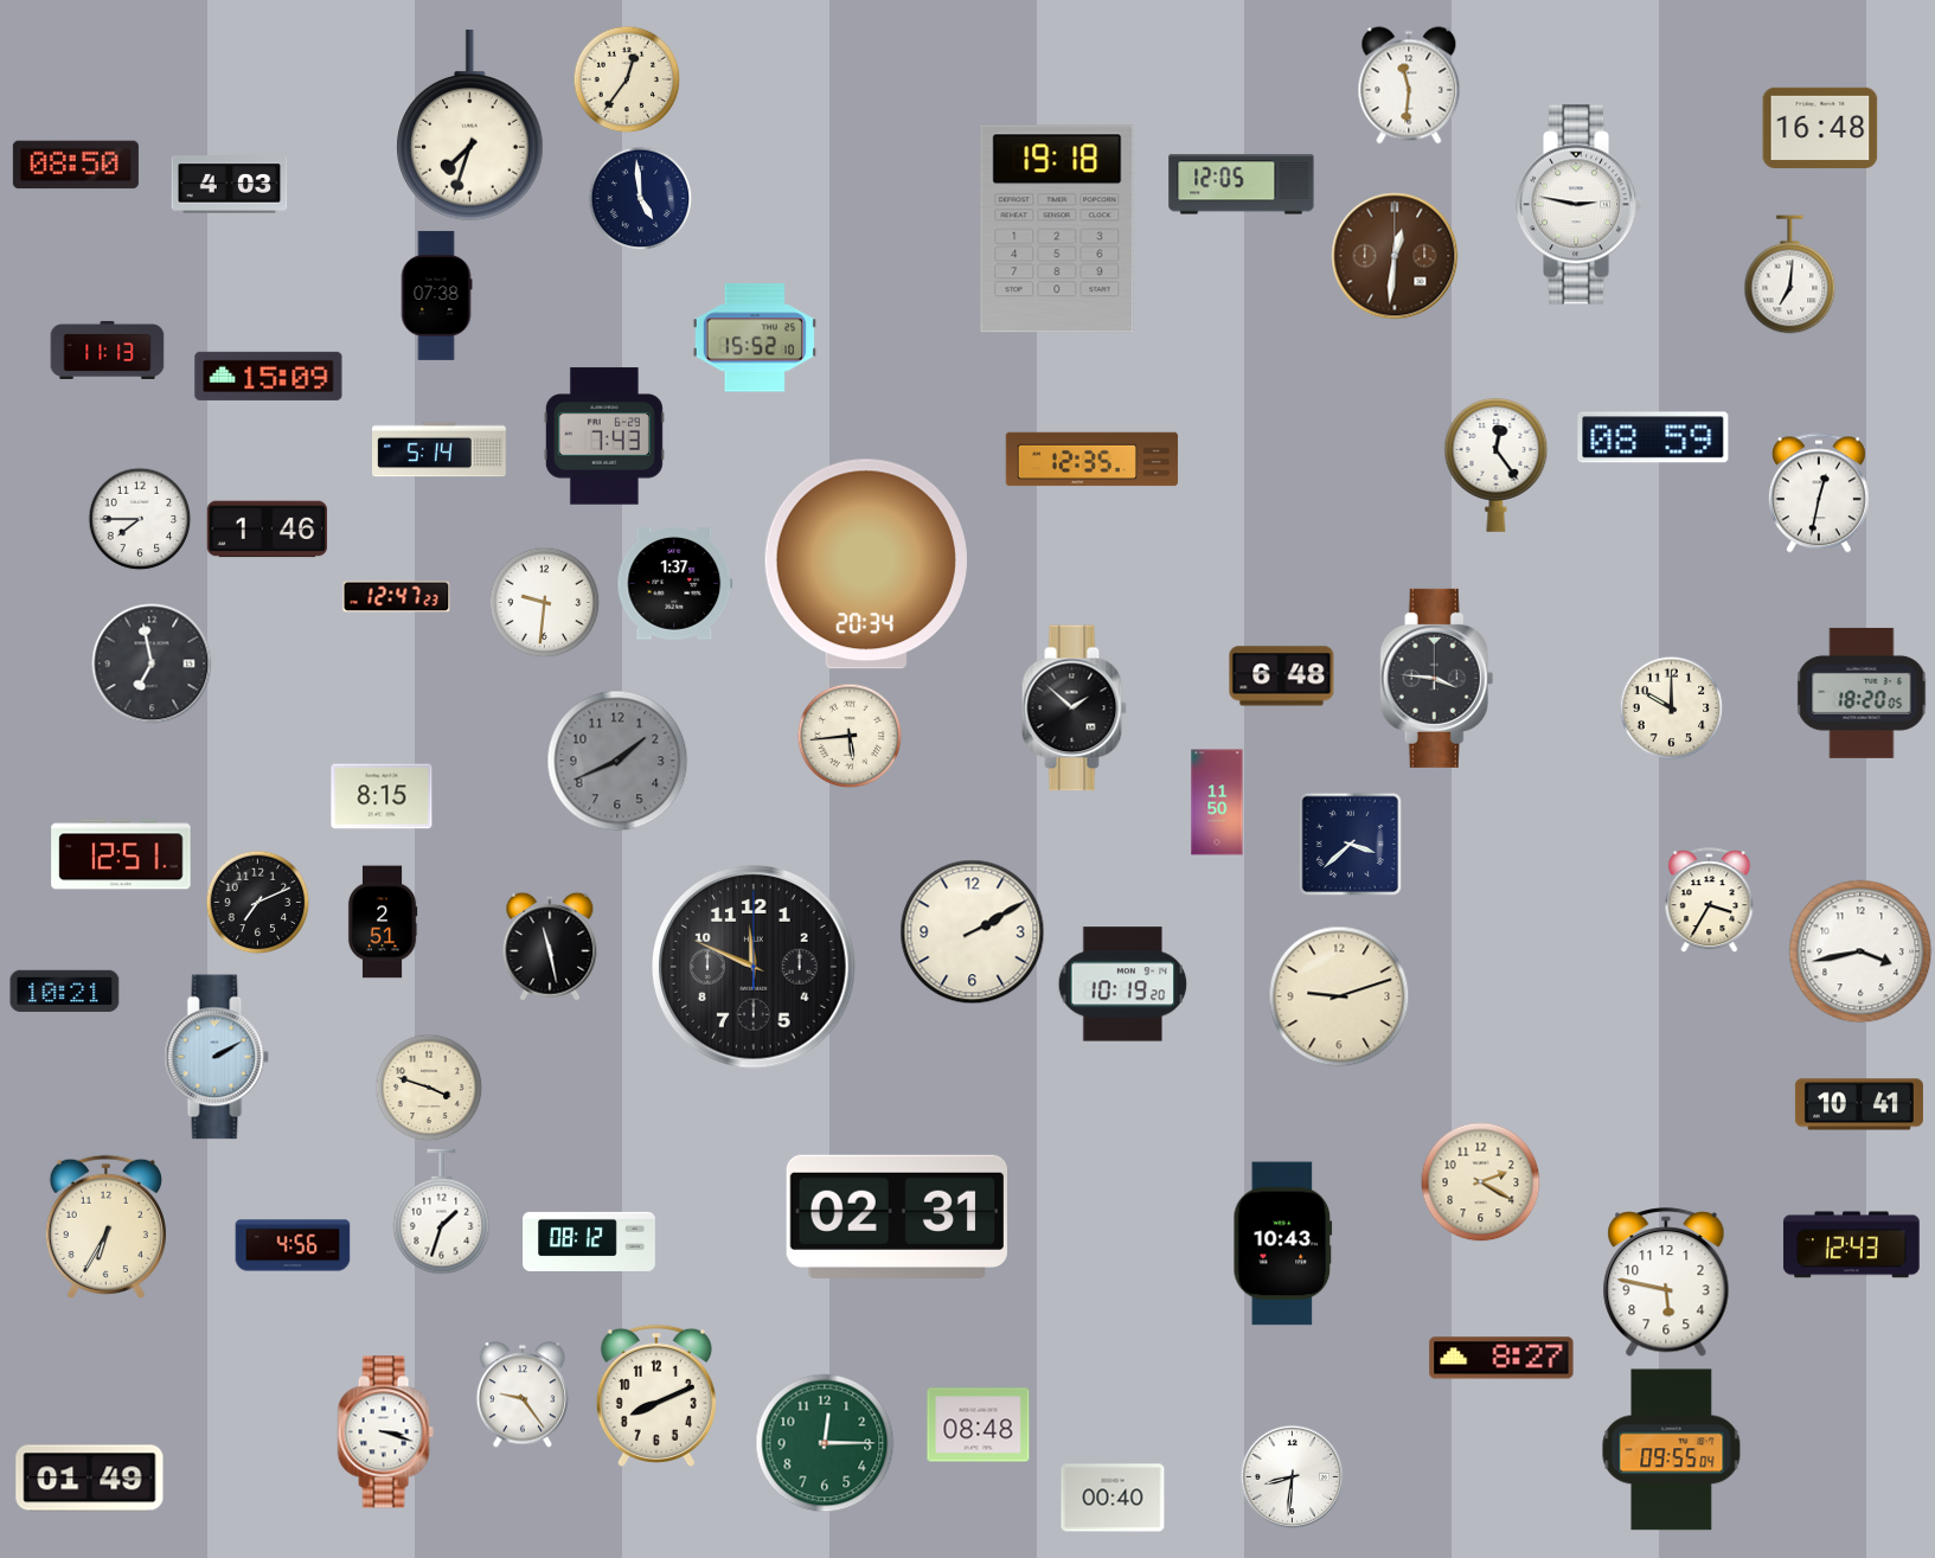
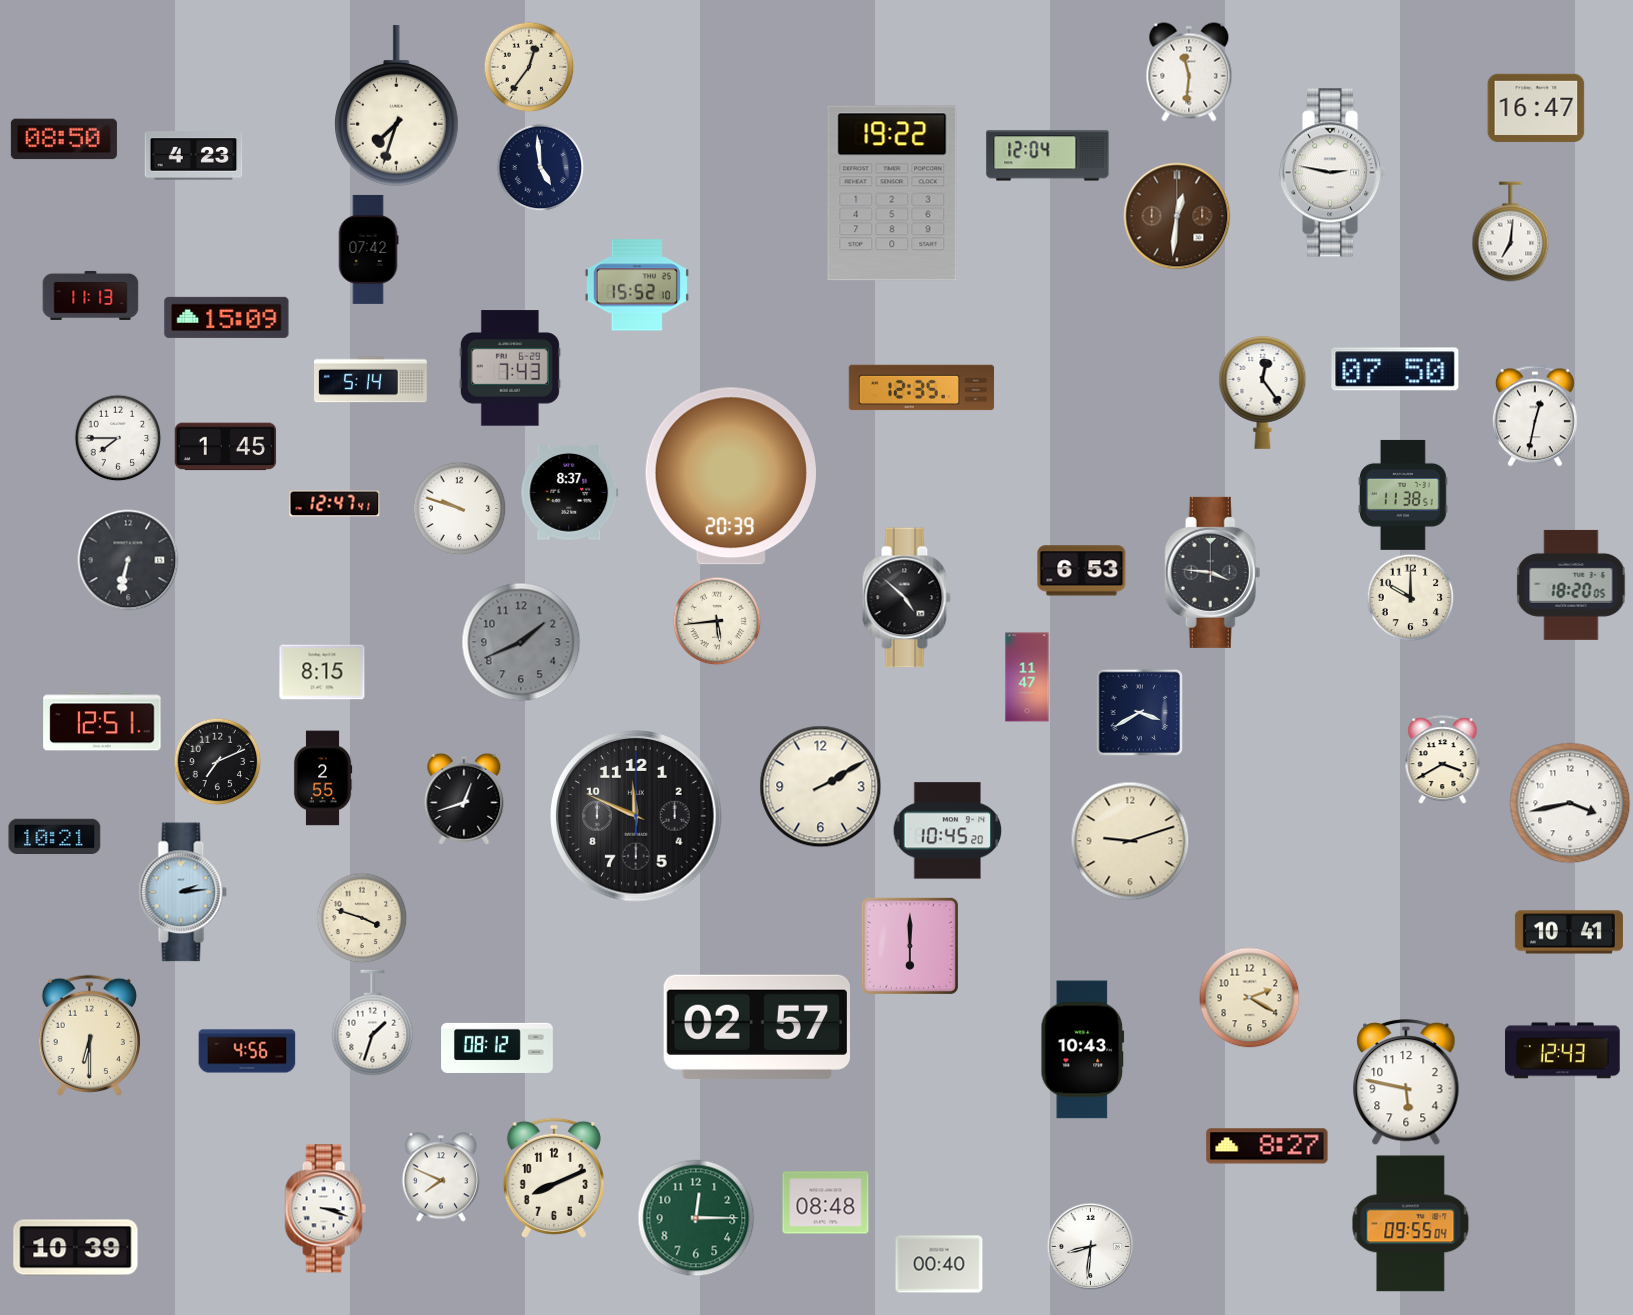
clock at (1820, 128): 16:48 -> 16:47
clock at (230, 185): 4:03 -> 4:23
clock at (1242, 185): 12:05 -> 12:04
clock at (1057, 229): 19:18 -> 19:22
clock at (436, 295): 07:38 -> 07:42
clock at (1653, 437): 08:59 -> 07:50
clock at (268, 530): 1:46 -> 1:45
clock at (866, 564): 20:34 -> 20:39
clock at (675, 584): 1:37 -> 8:37
clock at (1404, 495): none -> 11:38
clock at (397, 597): 12:47:23 -> 12:47:41
clock at (544, 602): 9:31 -> 9:48
clock at (152, 663): 6:58 -> 6:32
clock at (1282, 677): 6:48 -> 6:53
clock at (1074, 709): 1:52 -> 4:52
clock at (1217, 802): 11:50 -> 11:47
clock at (1350, 844): 3:38 -> 3:40
clock at (1710, 900): 3:35 -> 3:40
clock at (383, 922): 2:51 -> 2:55
clock at (550, 947): 11:28 -> 12:42
clock at (1123, 985): 10:19 -> 10:45
clock at (217, 1057): 2:10 -> 2:14
clock at (910, 946): none -> 6:00
clock at (896, 1216): 02:31 -> 02:57
clock at (105, 1226): 6:35 -> 6:30
clock at (523, 1394): 9:24 -> 7:49
clock at (90, 1479): 01:49 -> 10:39
